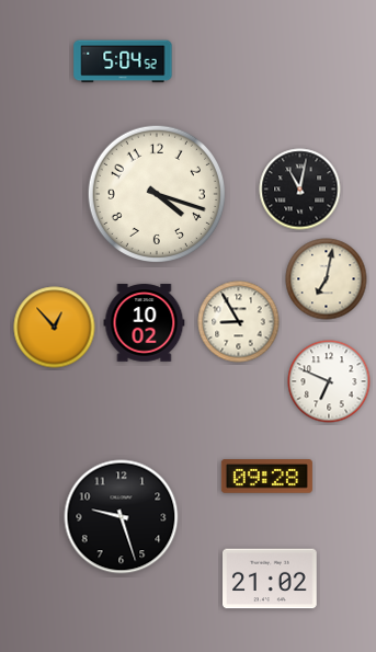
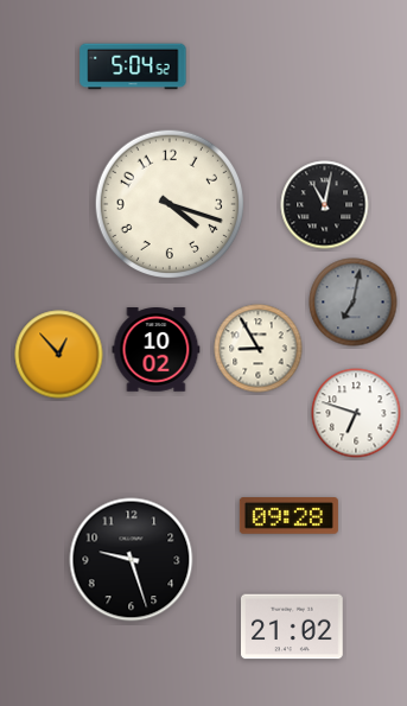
clock at (156, 193) position: (156, 193) -> (168, 203)
clock at (327, 279) dial: cream -> grey
clock at (329, 381): 6:49 -> 6:48
